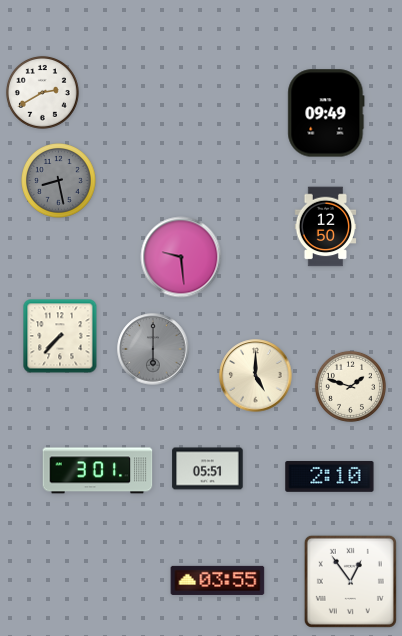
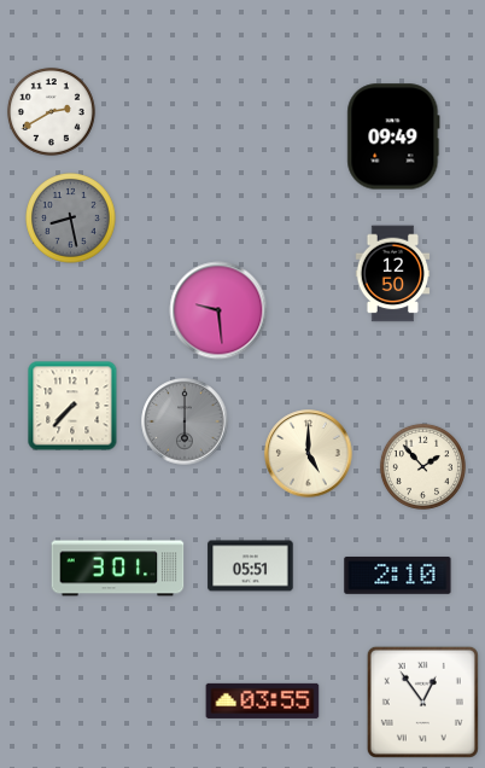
clock at (350, 386): 1:48 -> 1:53
